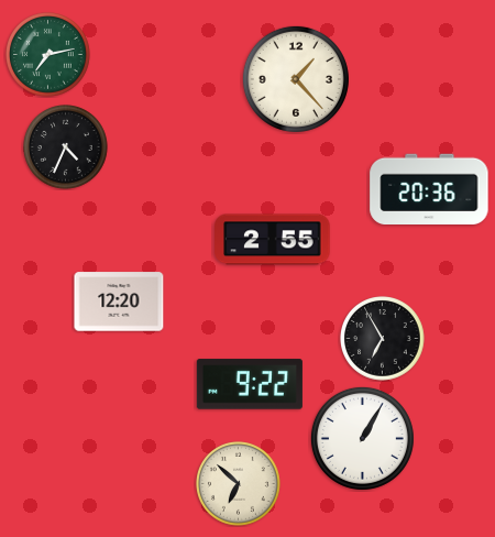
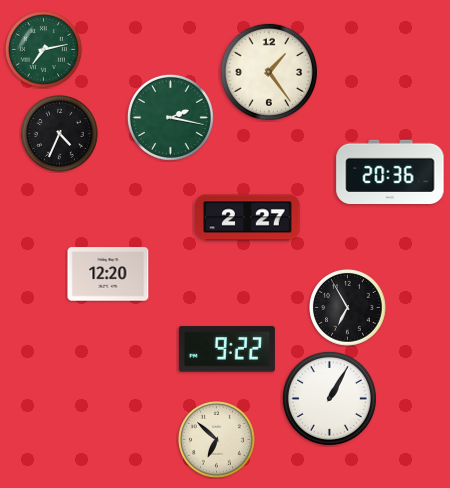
clock at (296, 79): 1:23 -> 1:24
clock at (170, 117): none -> 2:17
clock at (273, 240): 2:55 -> 2:27
